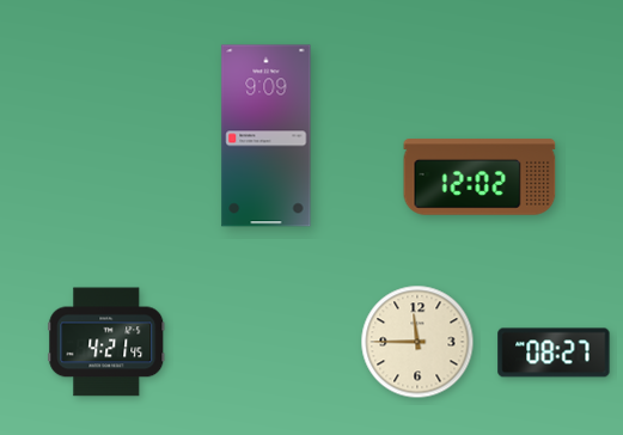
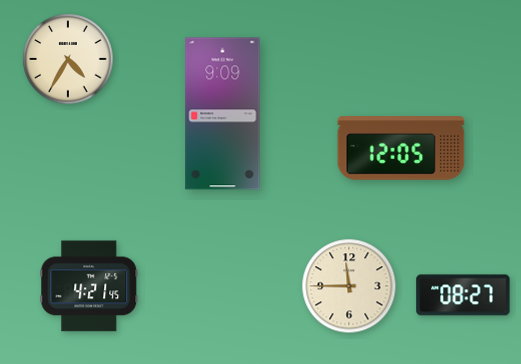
clock at (68, 59): none -> 4:35
clock at (480, 177): 12:02 -> 12:05
